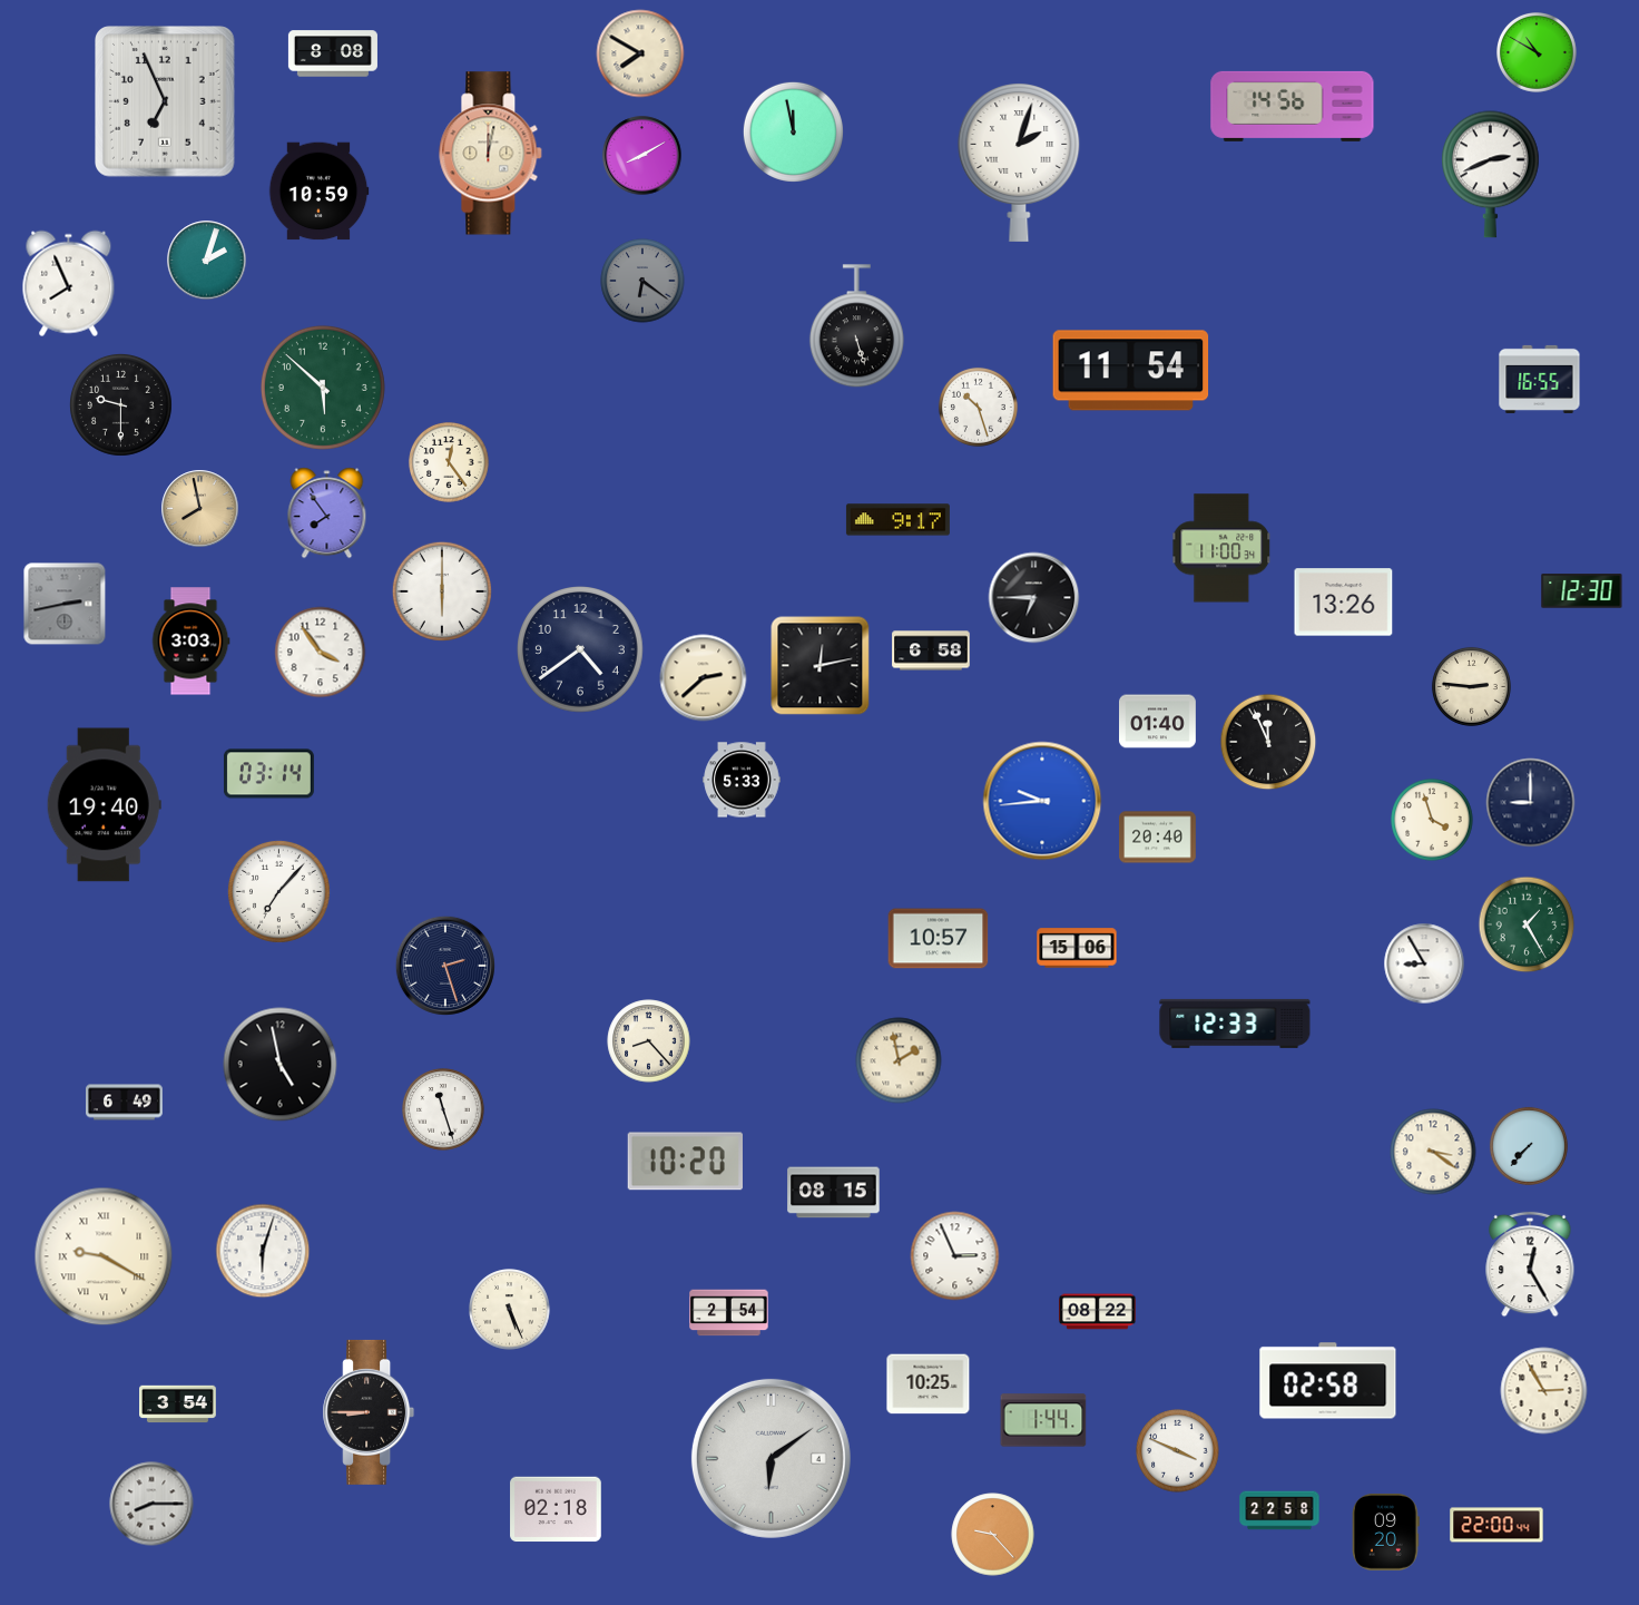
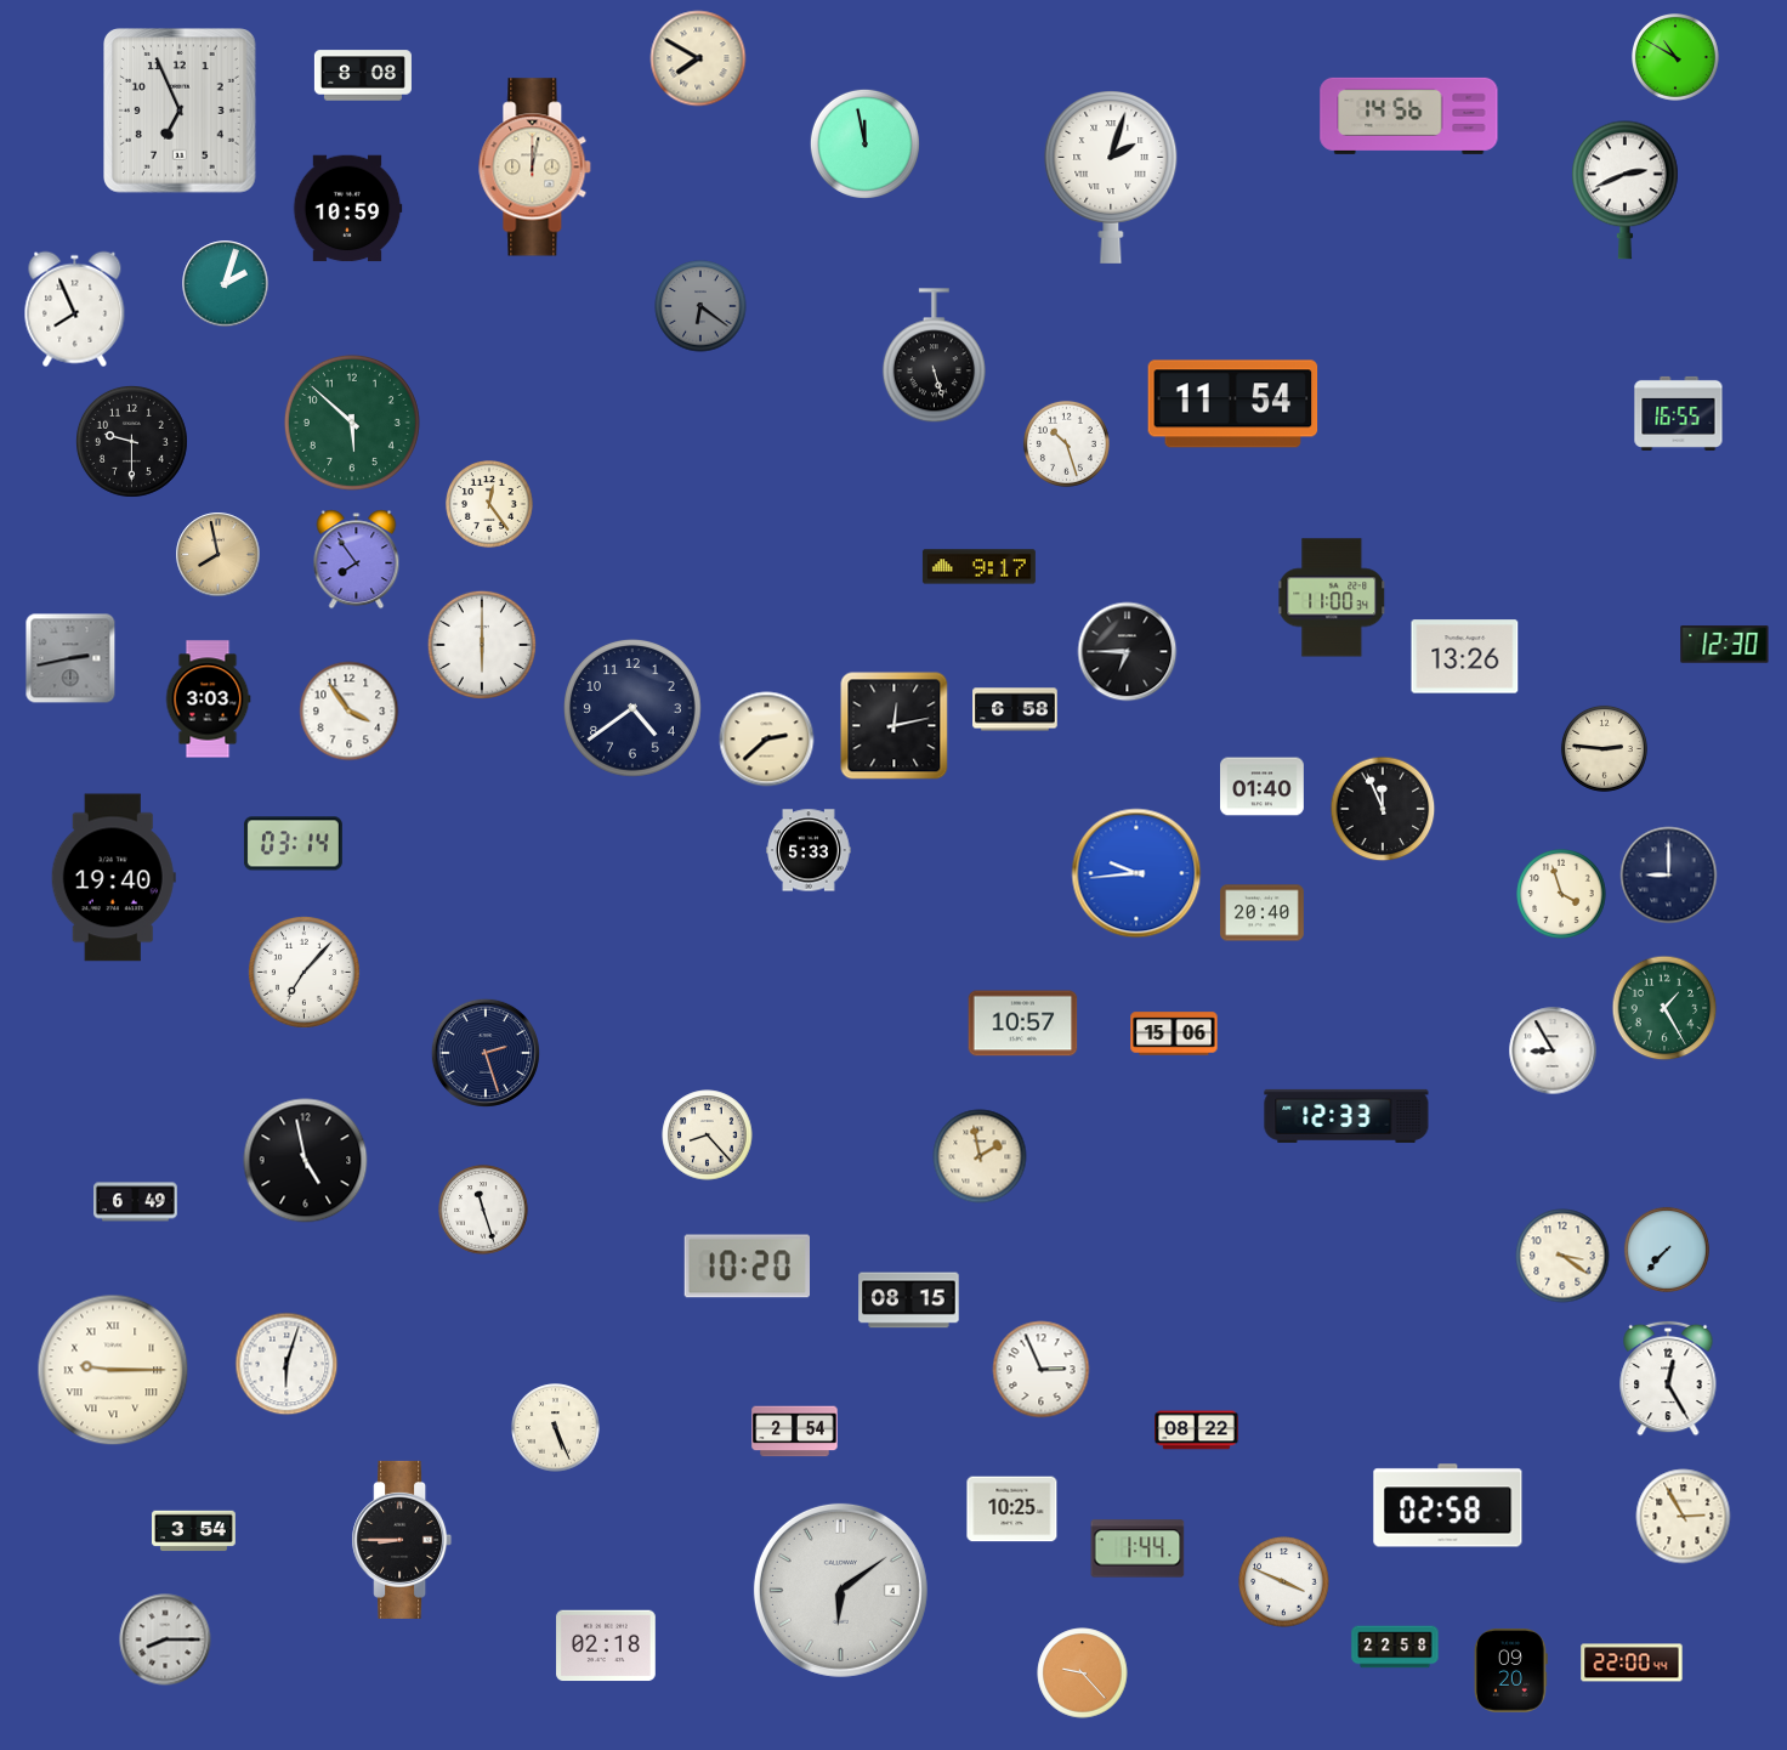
clock at (333, 53) position: (333, 53) -> (363, 75)
clock at (642, 156): 8:10 -> none
clock at (104, 1256): 9:20 -> 9:15
